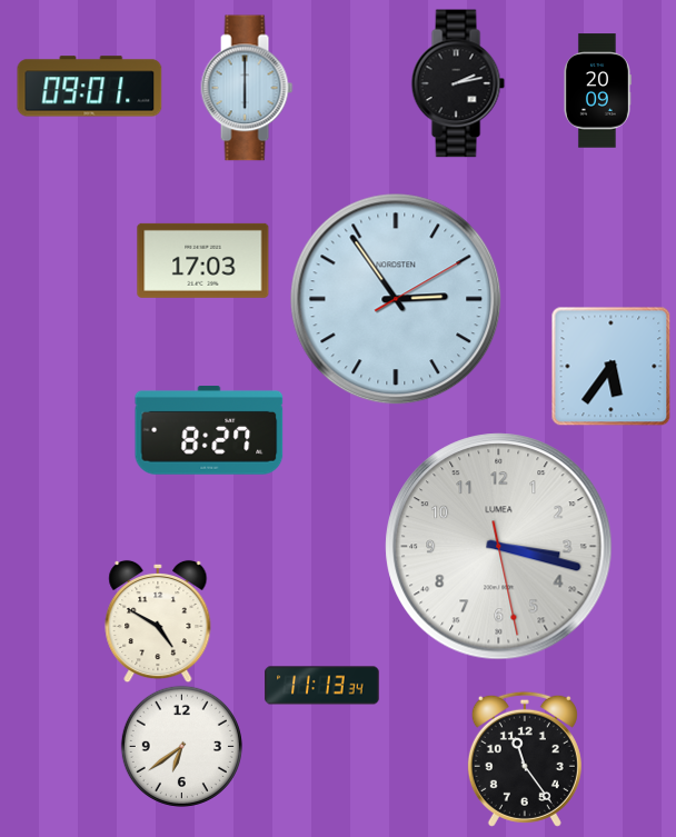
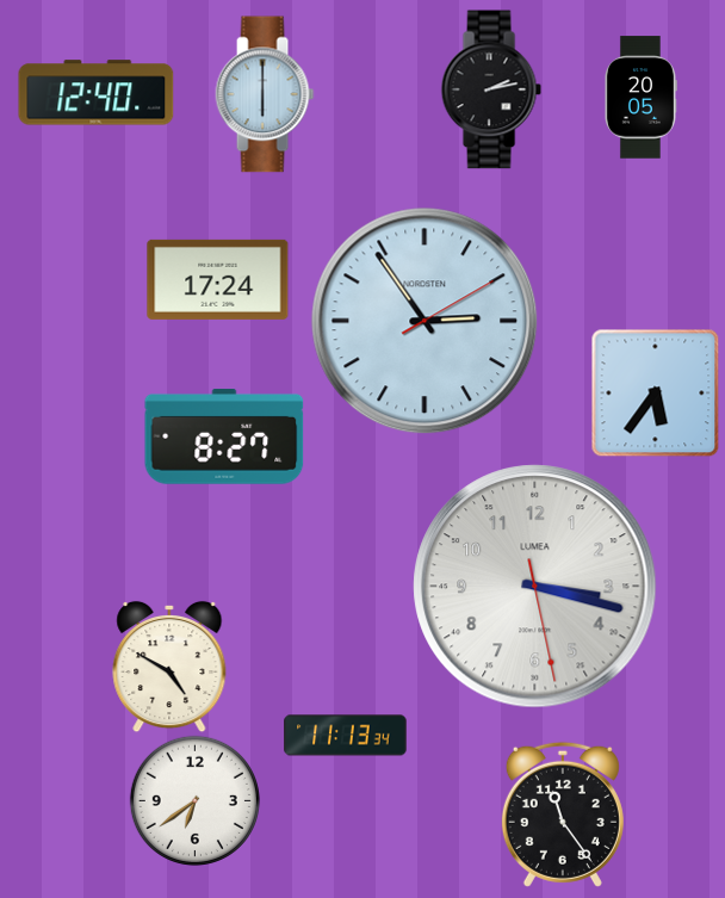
clock at (90, 87): 09:01 -> 12:40
clock at (597, 91): 20:09 -> 20:05
clock at (203, 260): 17:03 -> 17:24
clock at (209, 431) position: (209, 431) -> (224, 438)
